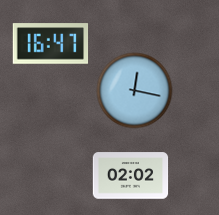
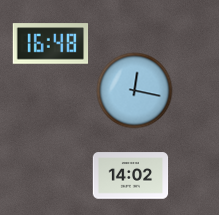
clock at (51, 44): 16:47 -> 16:48
clock at (131, 176): 02:02 -> 14:02
